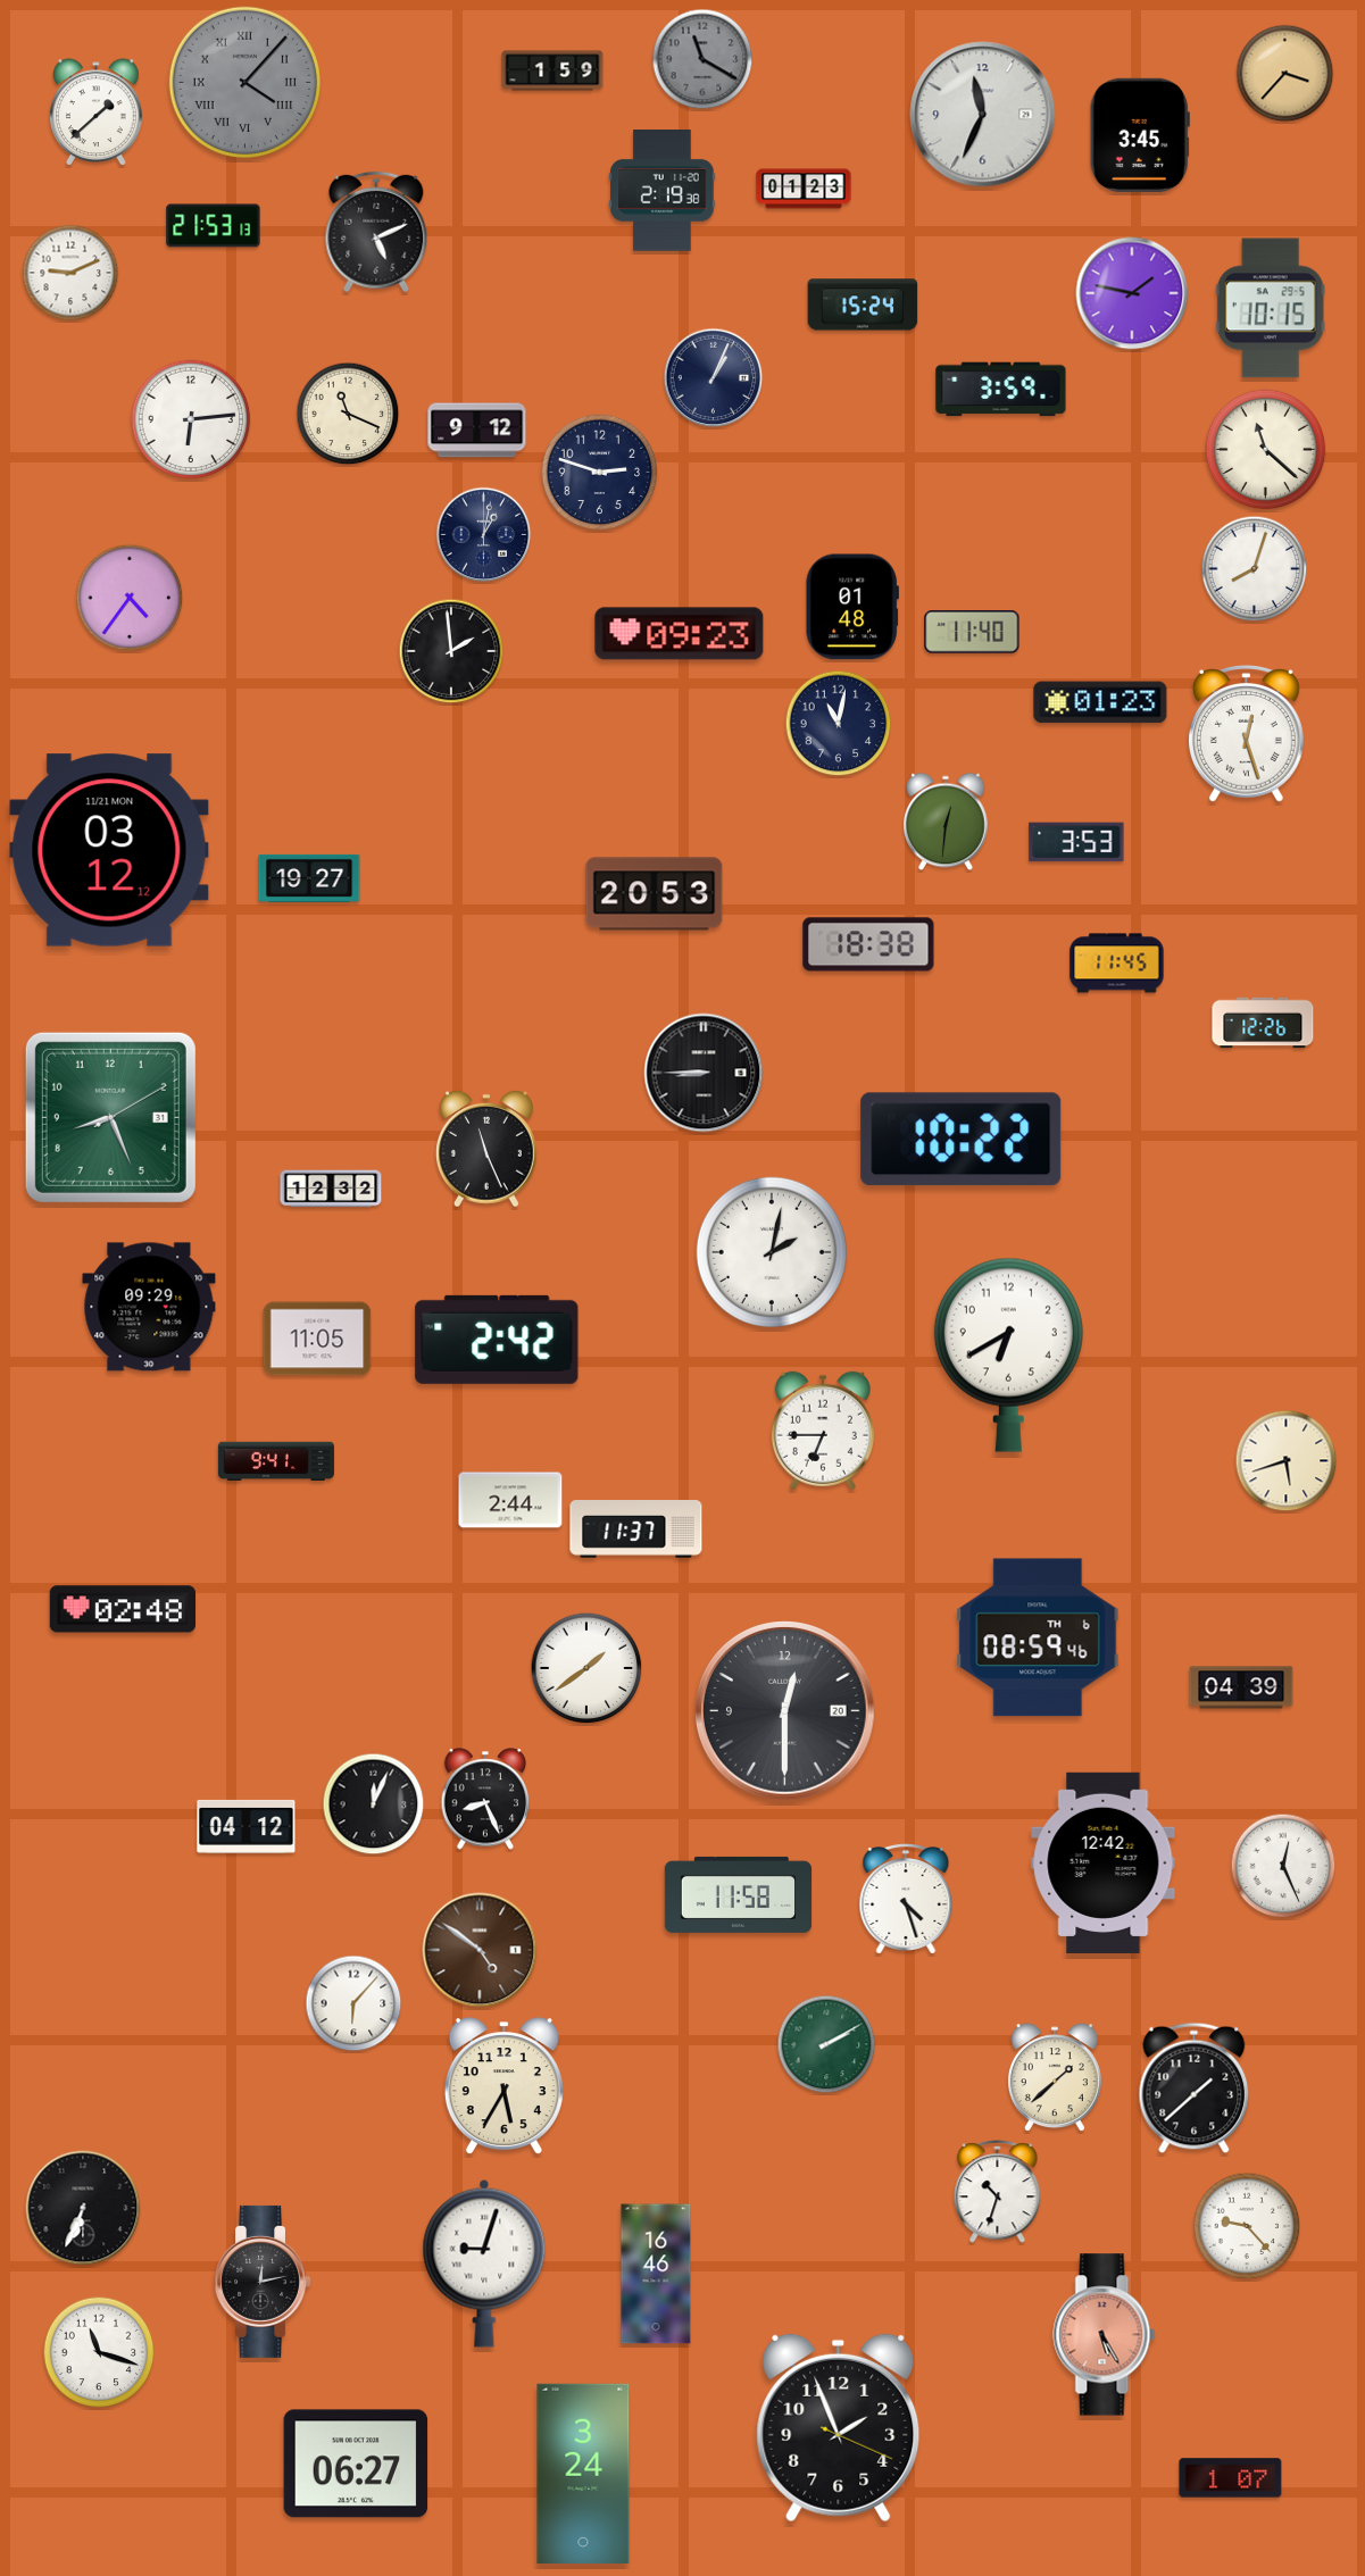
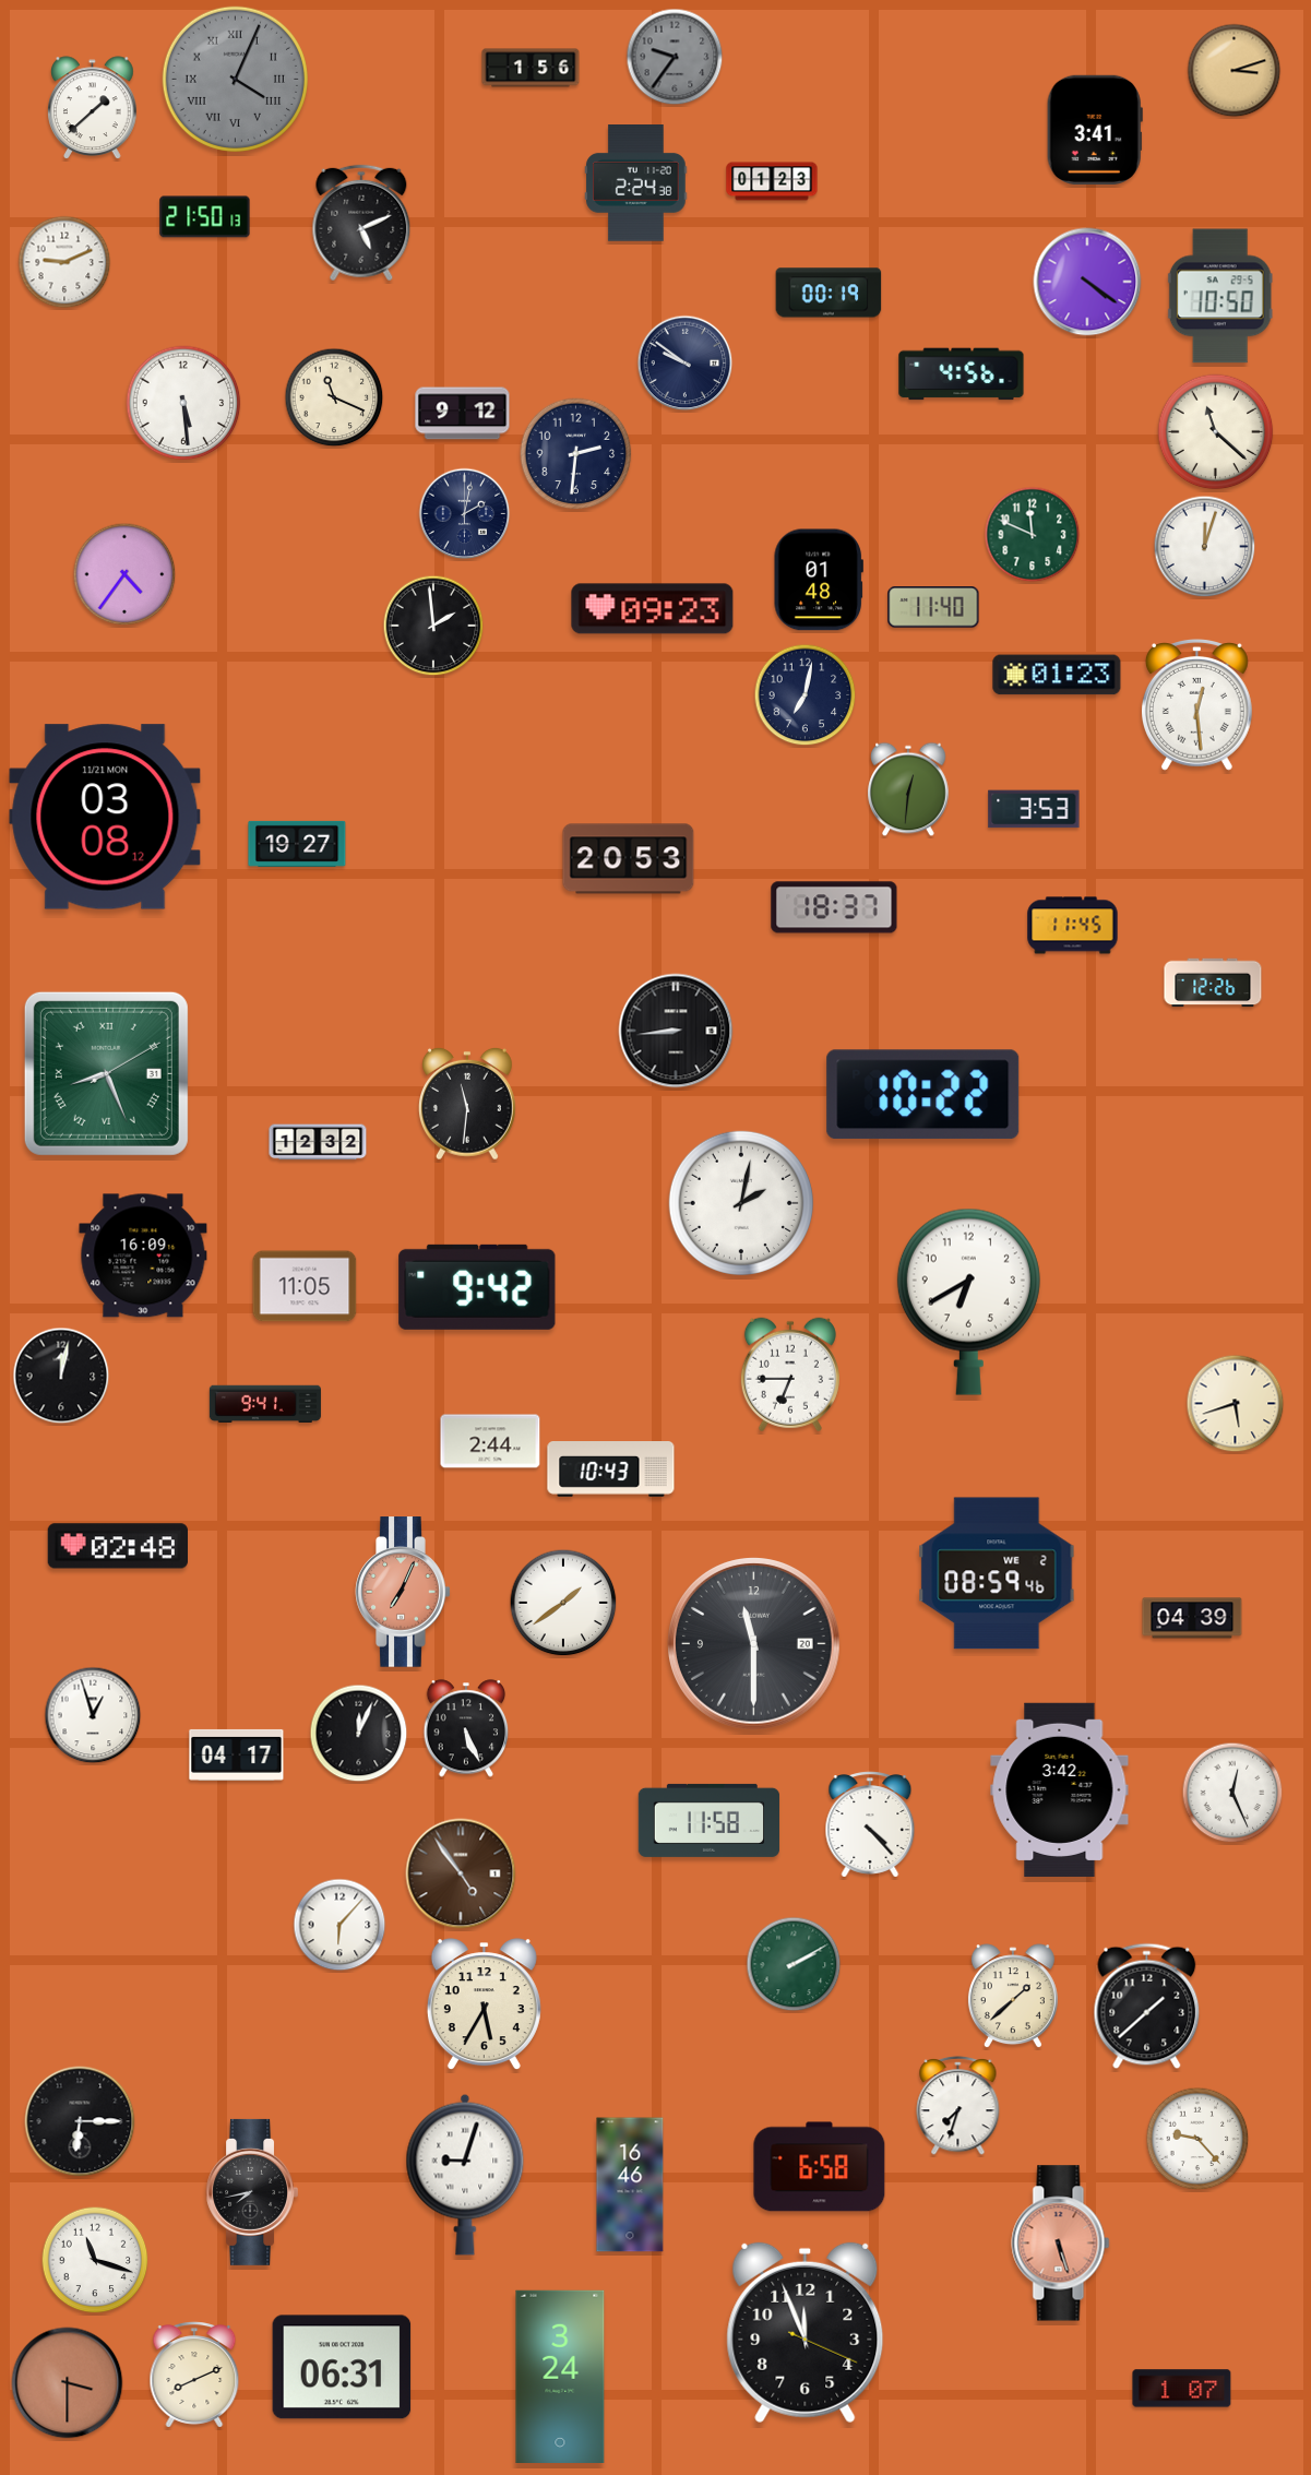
clock at (702, 59): 11:20 -> 9:36
clock at (552, 70): 1:59 -> 1:56
clock at (1285, 74): 3:37 -> 3:12
clock at (244, 82): 4:07 -> 4:04
clock at (983, 115): 11:34 -> none
clock at (1140, 135): 3:45 -> 3:41
clock at (663, 191): 2:19 -> 2:24
clock at (214, 226): 21:53 -> 21:50
clock at (70, 273) position: (70, 273) -> (64, 262)
clock at (1132, 293): 1:47 -> 4:21
clock at (863, 305): 15:24 -> 00:19
clock at (1271, 308): 10:15 -> 10:50
clock at (714, 378): 1:04 -> 9:51
clock at (1001, 390): 3:59 -> 4:56
clock at (191, 419): 6:14 -> 5:29
clock at (477, 431) position: (477, 431) -> (463, 414)
clock at (600, 473): 2:48 -> 2:31
clock at (484, 535): 1:02 -> 2:02
clock at (1033, 535): none -> 11:49
clock at (1255, 569): 8:03 -> 12:03
clock at (852, 607) position: (852, 607) -> (819, 580)
clock at (839, 724): 11:02 -> 7:02
clock at (1246, 734): 12:27 -> 12:29
clock at (109, 850): 03:12 -> 03:08
clock at (868, 944): 18:38 -> 18:37
clock at (704, 1073): 8:45 -> 8:44
clock at (110, 1117) numerals: Arabic -> Roman
clock at (488, 1149): 11:26 -> 11:31
clock at (149, 1307): 09:29 -> 16:09
clock at (497, 1340): 2:42 -> 9:42
clock at (61, 1376): none -> 12:02
clock at (636, 1529): 11:37 -> 10:43
clock at (1038, 1637) date: TH 6 -> WE 2
clock at (403, 1592): none -> 7:04
clock at (1241, 1687) position: (1241, 1687) -> (1192, 1618)
clock at (785, 1711): 12:30 -> 11:30
clock at (93, 1715): none -> 12:57
clock at (485, 1799): 8:26 -> 5:26
clock at (247, 1826): 04:12 -> 04:17
clock at (1104, 1862): 12:42 -> 3:42
clock at (906, 1899): 4:27 -> 4:23
clock at (480, 1950): 4:51 -> 4:54
clock at (998, 2191): 10:33 -> 7:33
clock at (83, 2208): 6:34 -> 6:15
clock at (820, 2167): none -> 6:58
clock at (261, 2282): 12:13 -> 7:43
clock at (1105, 2335): 5:25 -> 5:27
clock at (839, 2428): 1:56 -> 11:56
clock at (356, 2464): 06:27 -> 06:31
clock at (194, 2375): none -> 8:11
clock at (1231, 2478) position: (1231, 2478) -> (1182, 2389)
clock at (68, 2383): none -> 3:30
